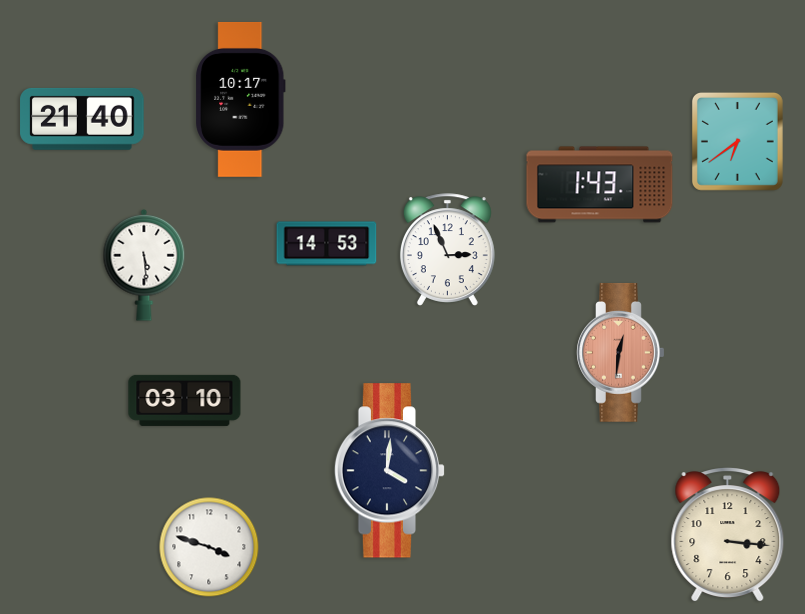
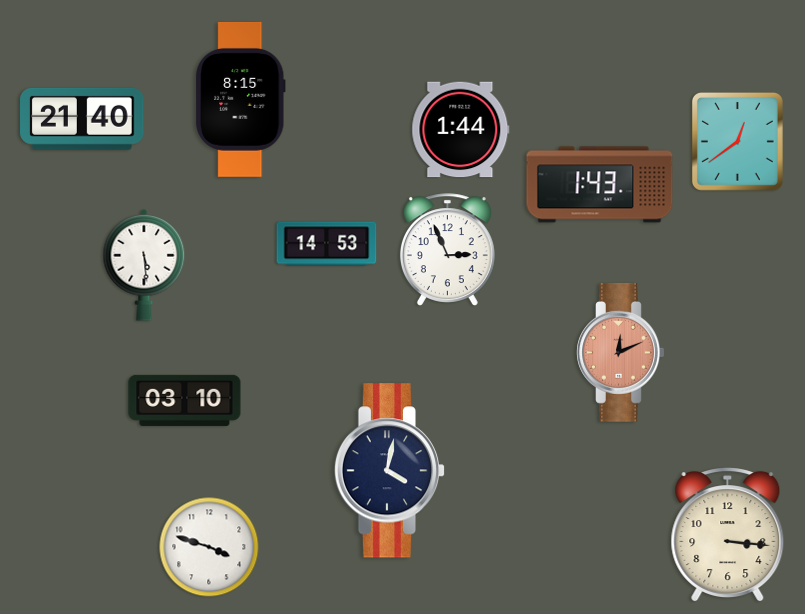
clock at (241, 99): 10:17 -> 8:15
clock at (461, 130): none -> 1:44
clock at (737, 141): 6:39 -> 12:39
clock at (621, 352): 12:31 -> 12:11
clock at (390, 471): 4:01 -> 4:02
